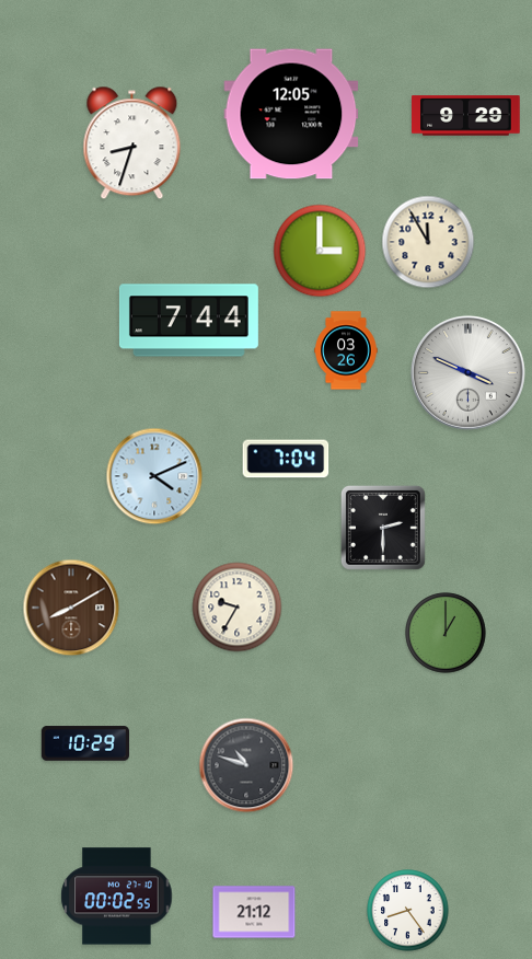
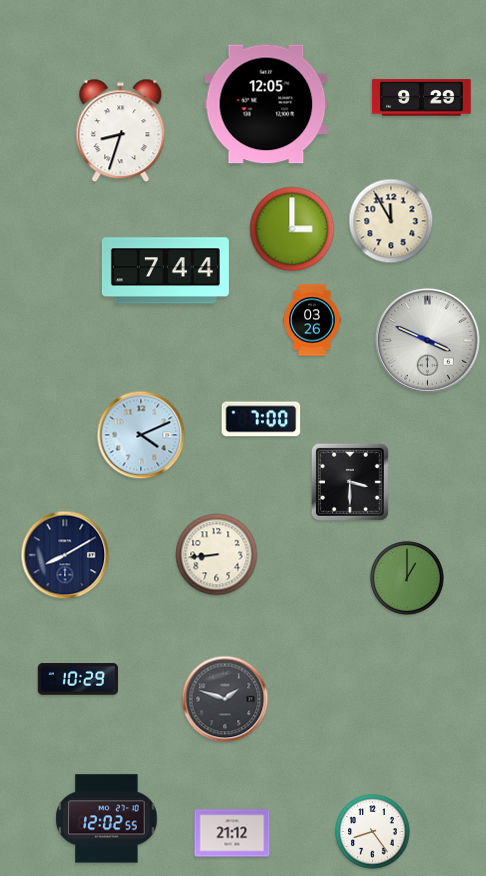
clock at (466, 116) position: (466, 116) -> (422, 98)
clock at (188, 321) position: (188, 321) -> (165, 271)
clock at (346, 350) position: (346, 350) -> (312, 320)
clock at (286, 459): 7:04 -> 7:00
clock at (383, 528): 2:30 -> 3:30
clock at (71, 608) dial: brown -> navy
clock at (238, 608): 9:35 -> 8:44
clock at (246, 765): 10:48 -> 1:48
clock at (117, 897): 00:02 -> 12:02
